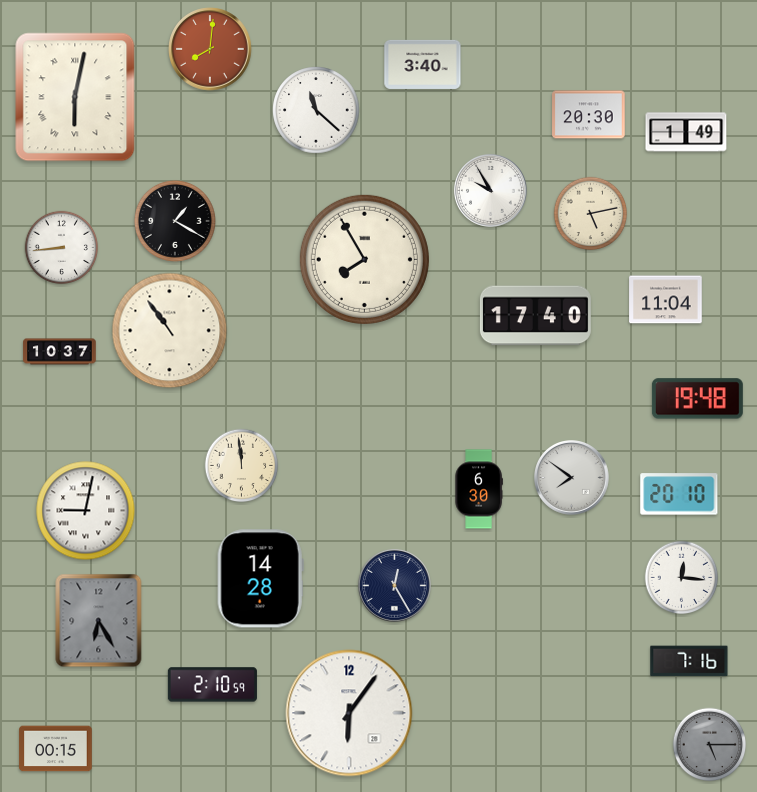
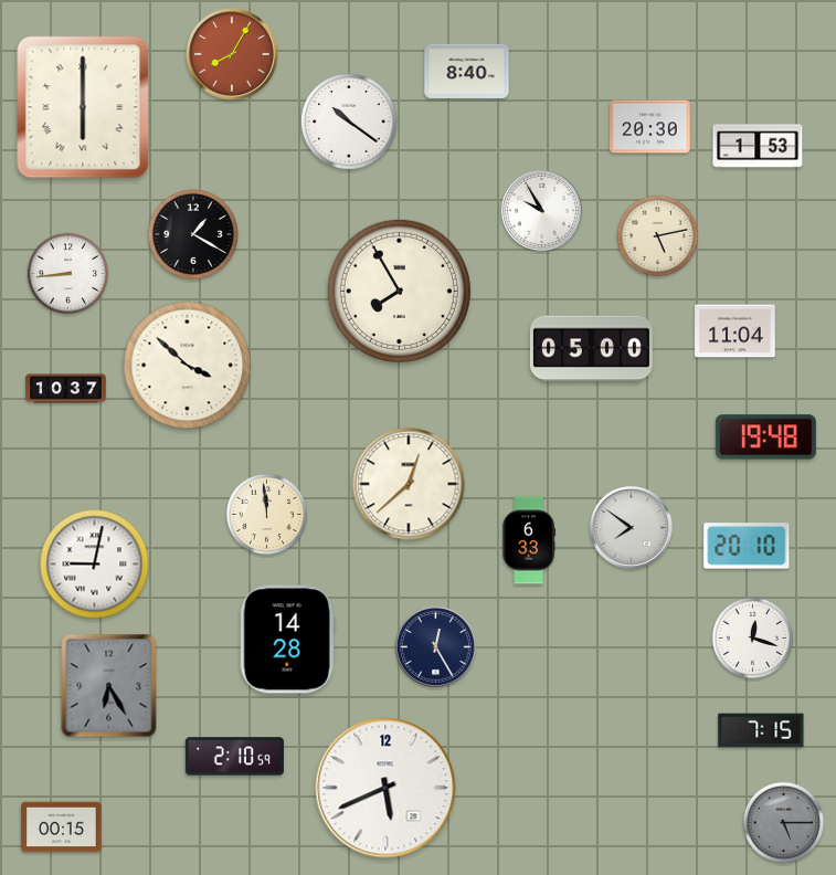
clock at (210, 49): 8:01 -> 8:05
clock at (423, 64): 3:40 -> 8:40
clock at (75, 97): 6:02 -> 6:00
clock at (316, 110): 11:22 -> 10:21
clock at (686, 132): 1:49 -> 1:53
clock at (591, 214) position: (591, 214) -> (658, 236)
clock at (175, 221) position: (175, 221) -> (193, 234)
clock at (364, 259) position: (364, 259) -> (399, 291)
clock at (535, 316): 17:40 -> 05:00
clock at (170, 331): 10:54 -> 3:52
clock at (697, 399) position: (697, 399) -> (765, 438)
clock at (409, 484): none -> 12:38
clock at (479, 489): 6:30 -> 6:33
clock at (679, 494) position: (679, 494) -> (747, 546)
clock at (682, 578): 12:16 -> 12:18
clock at (689, 661): 7:16 -> 7:15
clock at (349, 713): 6:06 -> 5:41
